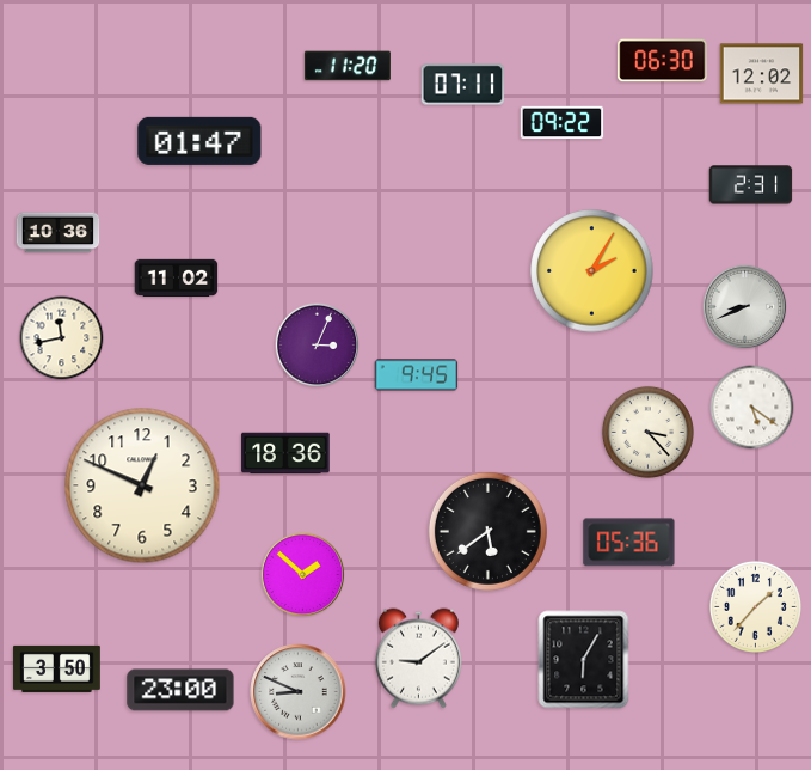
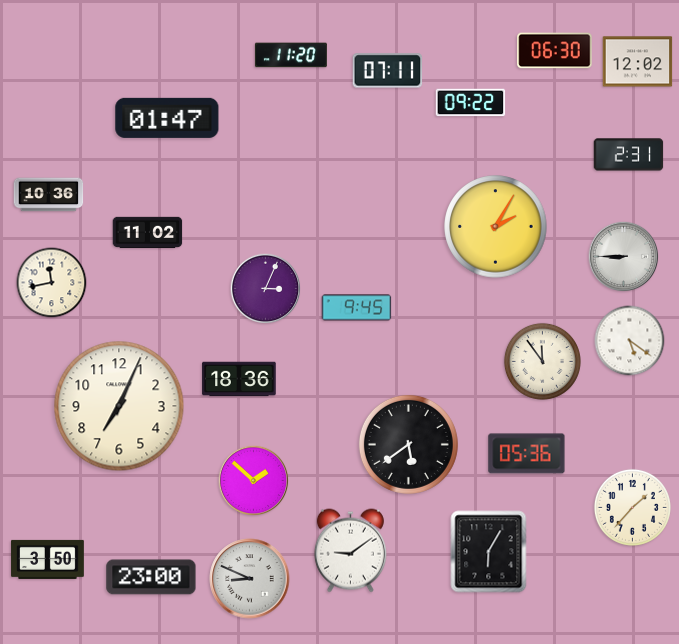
clock at (745, 307): 8:41 -> 8:45
clock at (417, 375) position: (417, 375) -> (357, 308)
clock at (647, 432): 3:23 -> 11:54
clock at (142, 485): 12:49 -> 7:04
